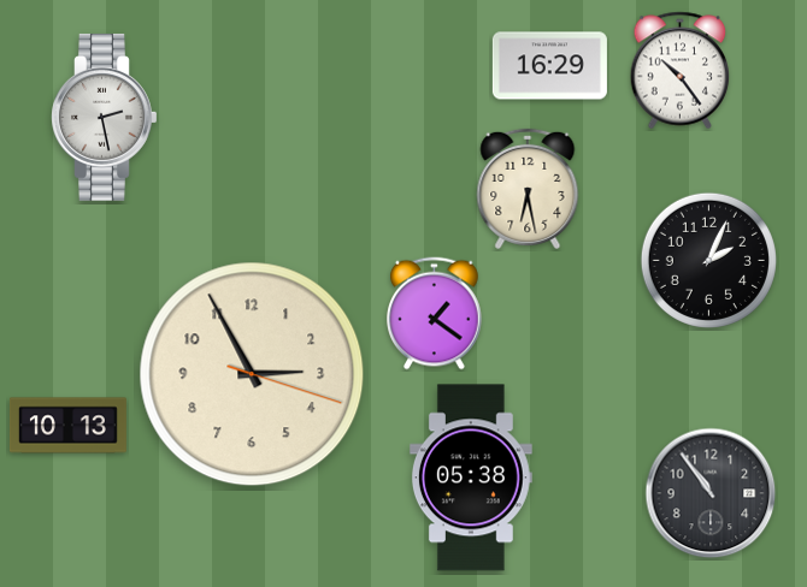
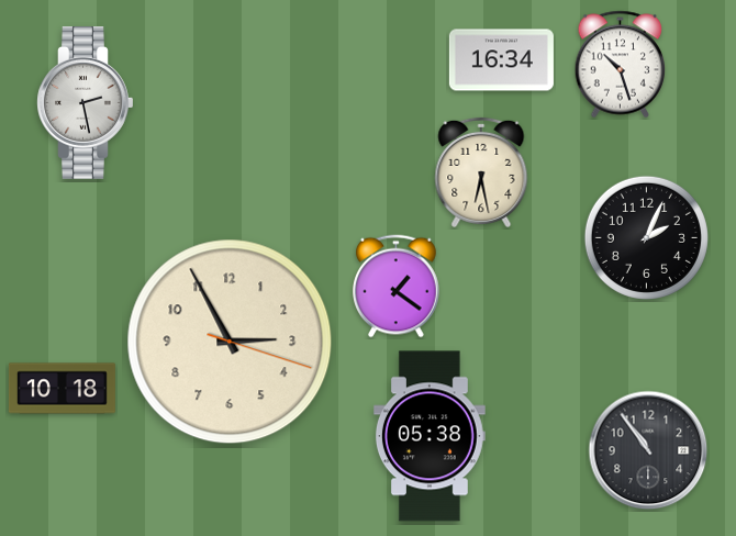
clock at (549, 66): 16:29 -> 16:34
clock at (681, 71): 10:24 -> 10:27
clock at (105, 117) position: (105, 117) -> (86, 102)
clock at (67, 426): 10:13 -> 10:18
